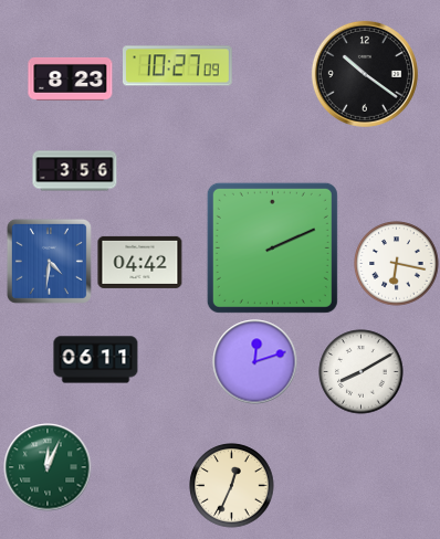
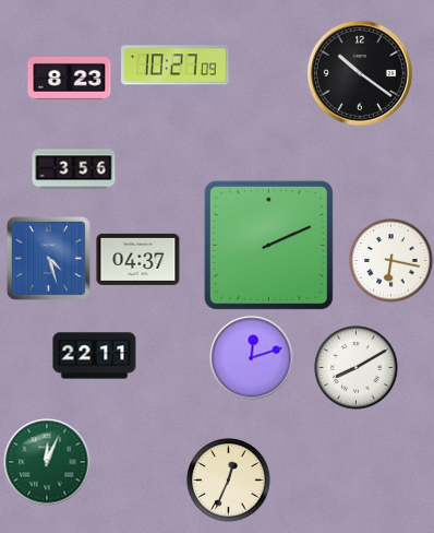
clock at (49, 261): 4:31 -> 4:27
clock at (140, 262): 04:42 -> 04:37
clock at (96, 360): 06:11 -> 22:11
